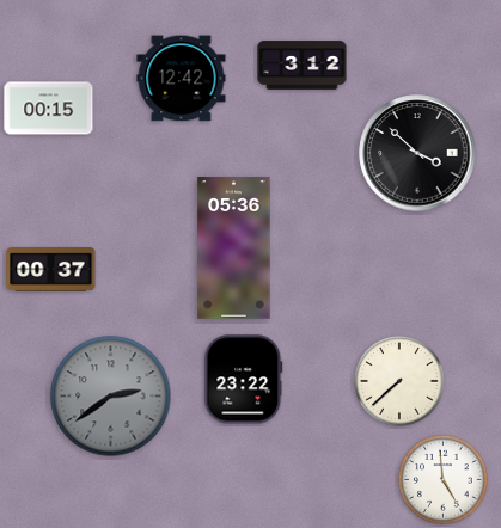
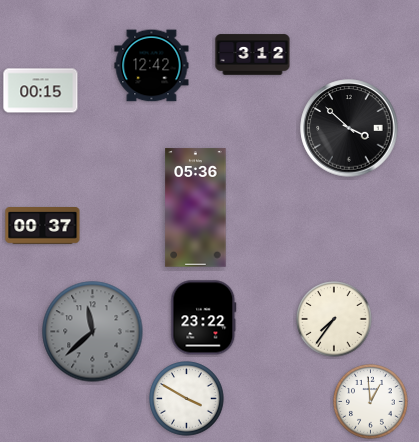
clock at (399, 381): 7:38 -> 7:36
clock at (111, 397): 2:39 -> 11:38
clock at (187, 399): none -> 3:50
clock at (444, 480): 4:59 -> 12:59
